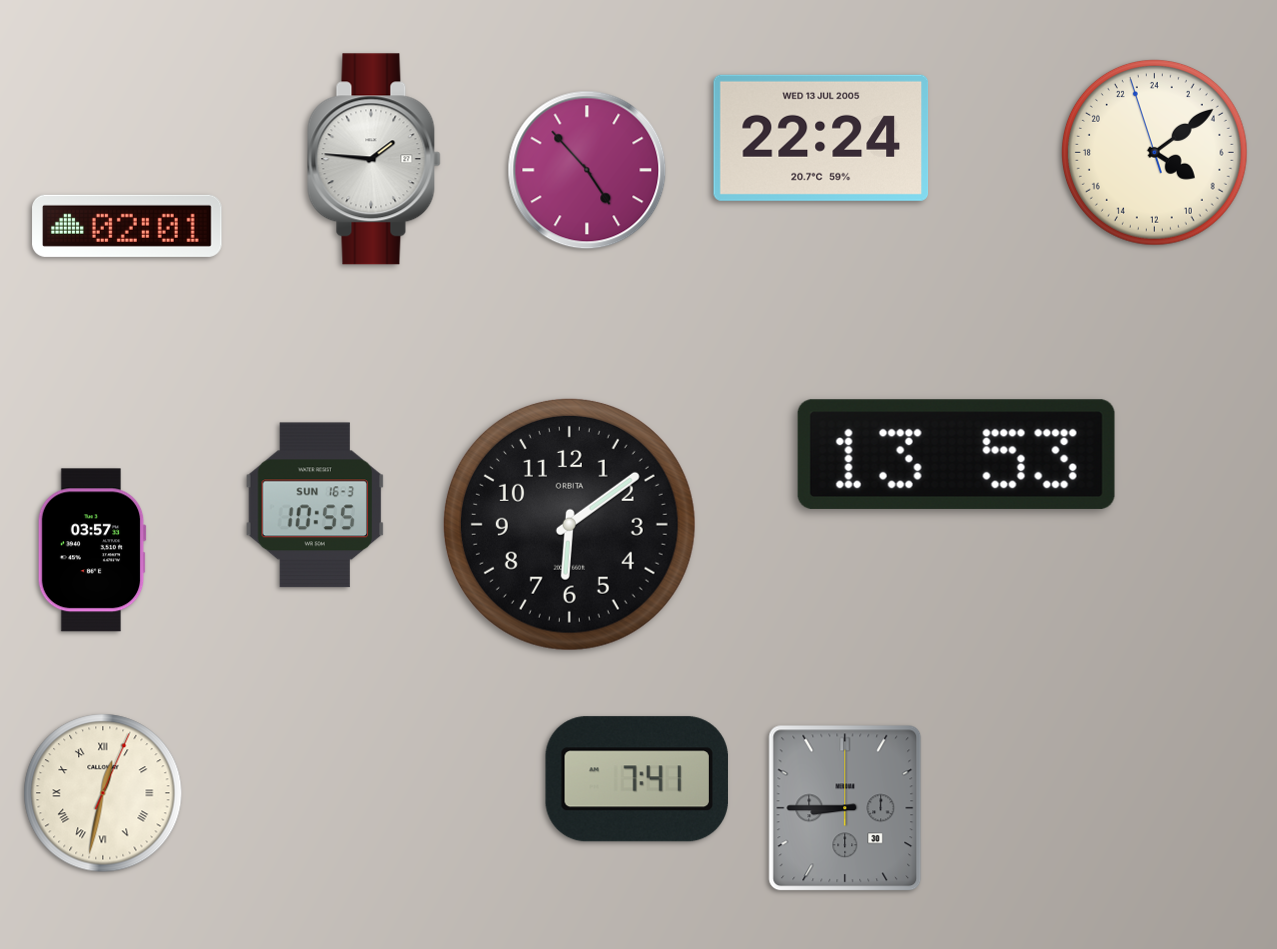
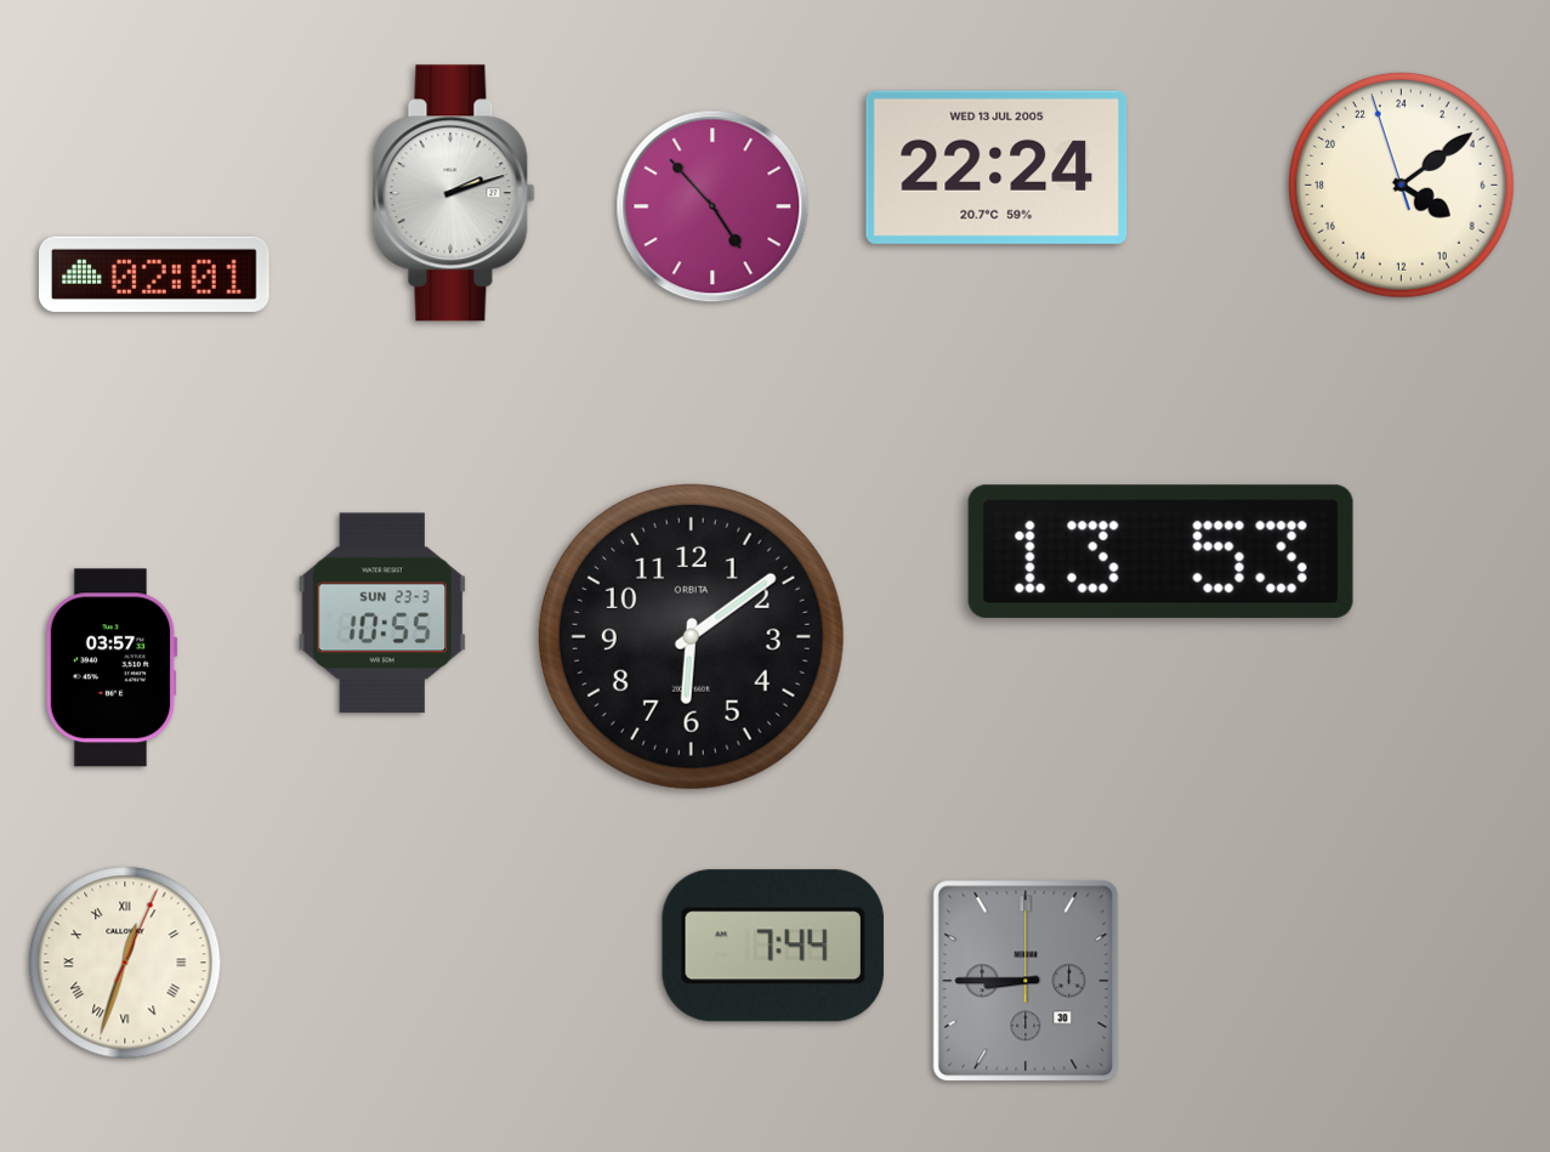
clock at (374, 159): 1:46 -> 2:12
clock at (315, 505) date: SUN 16-3 -> SUN 23-3
clock at (637, 779): 7:41 -> 7:44
clock at (103, 793): 12:32 -> 12:33
